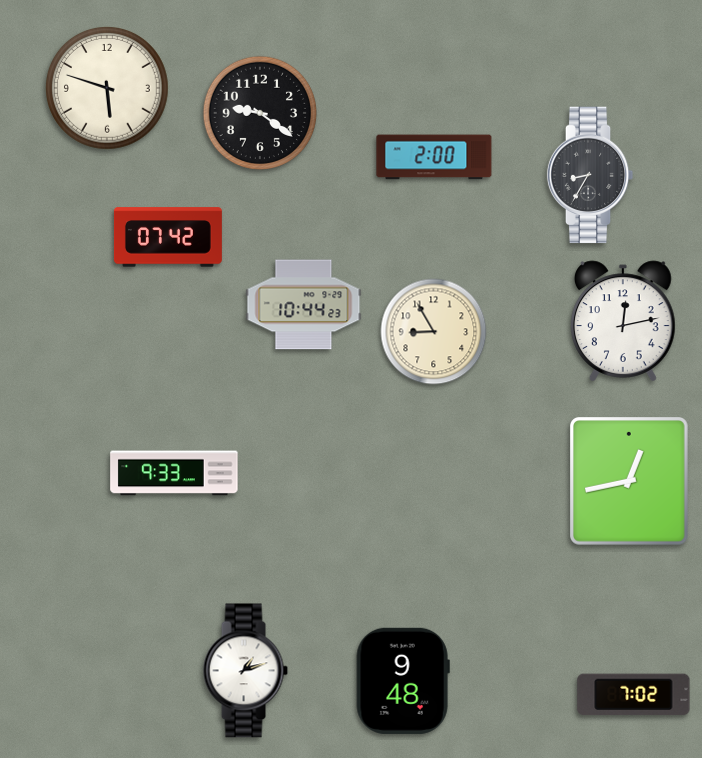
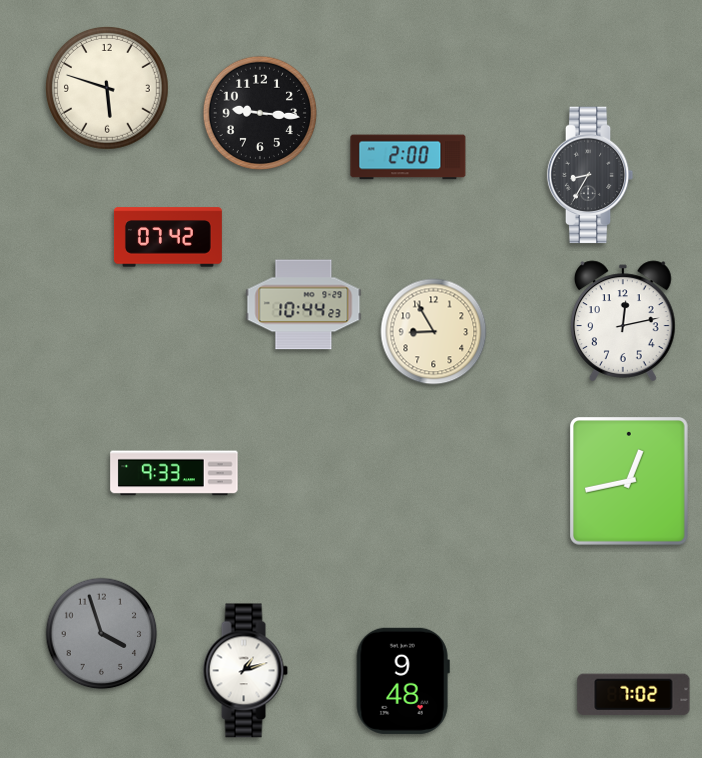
clock at (260, 113): 9:21 -> 9:16
clock at (434, 157) position: (434, 157) -> (408, 157)
clock at (102, 634): none -> 3:57
